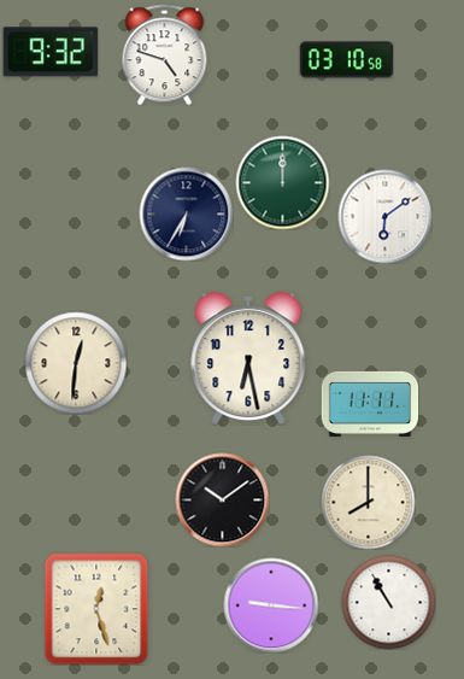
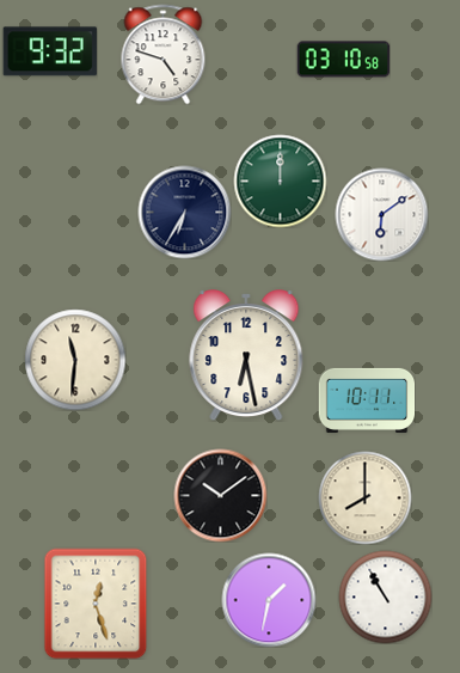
clock at (76, 363): 12:31 -> 11:31
clock at (370, 404): 11:11 -> 10:11
clock at (271, 605): 9:16 -> 1:32
